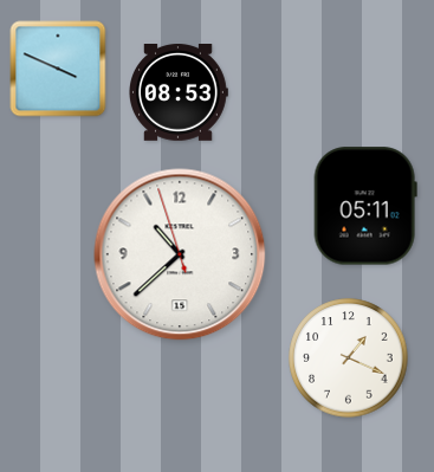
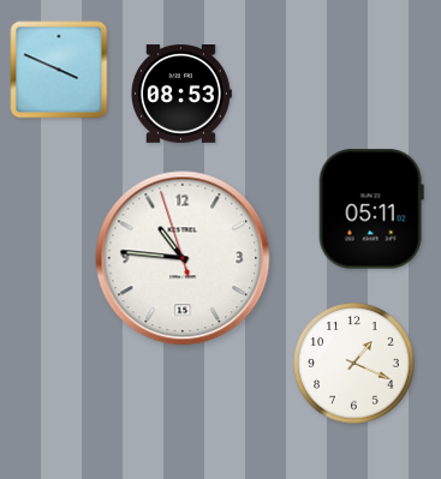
clock at (180, 254): 10:37 -> 10:45
